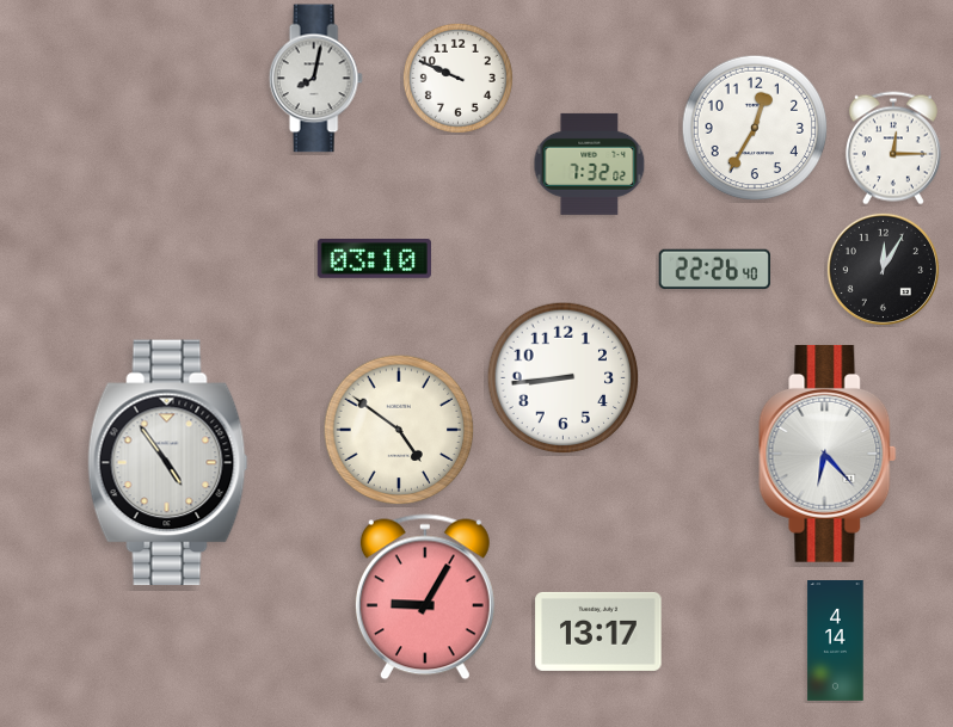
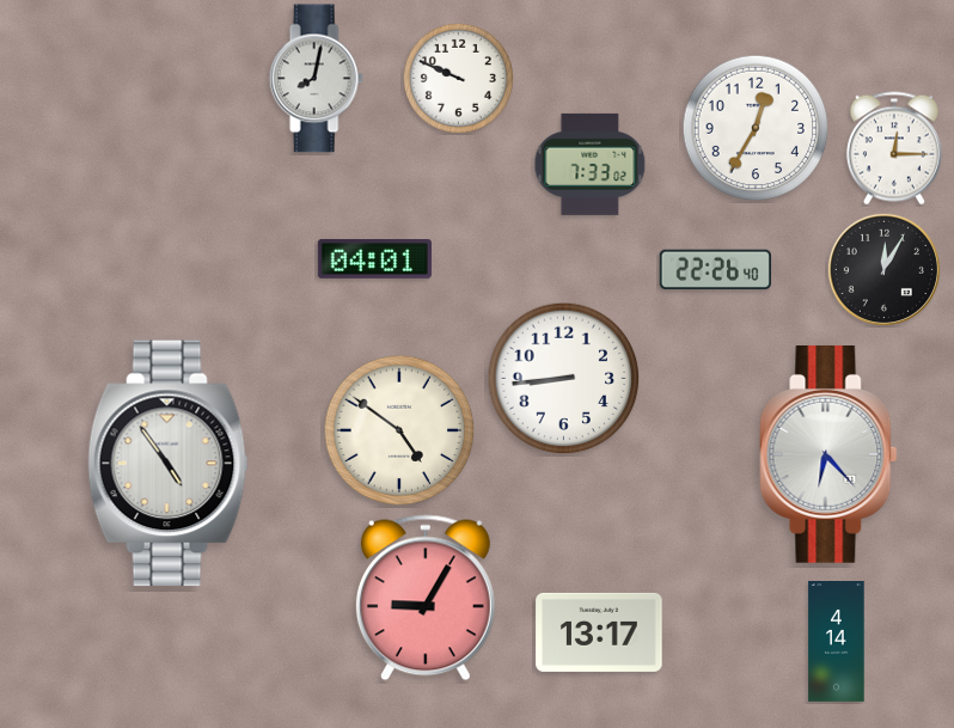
clock at (590, 164): 7:32 -> 7:33
clock at (374, 259): 03:10 -> 04:01
